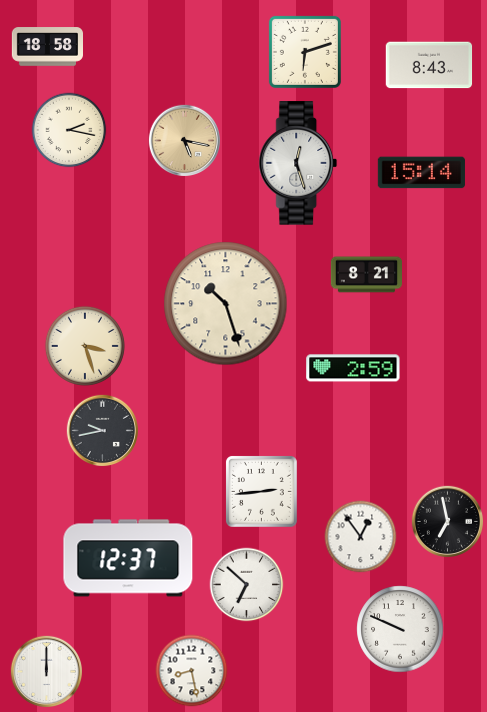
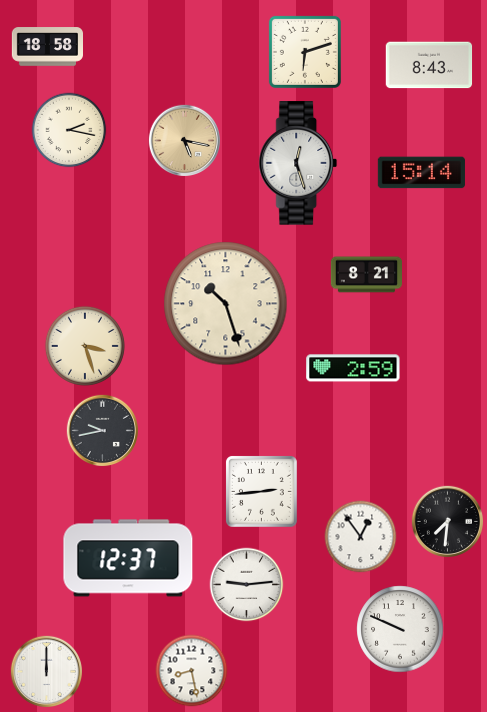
clock at (447, 521): 6:58 -> 7:31
clock at (247, 585): 6:52 -> 9:14
